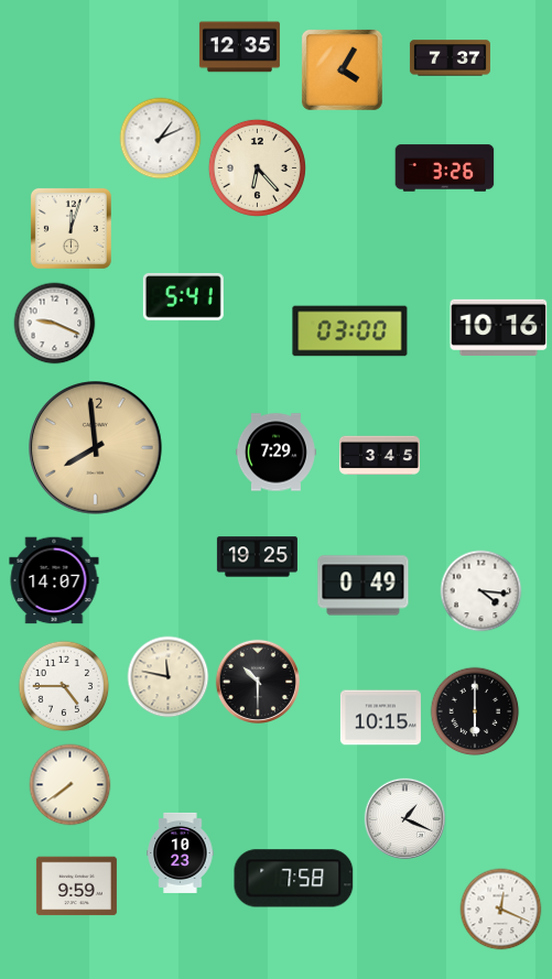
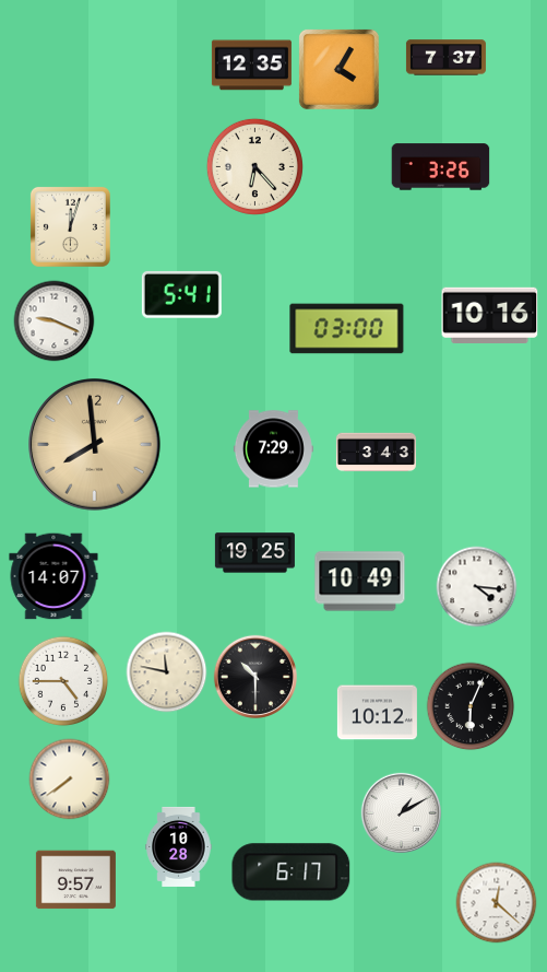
clock at (239, 47) position: (239, 47) -> (251, 66)
clock at (161, 139): 1:11 -> none
clock at (499, 327) position: (499, 327) -> (490, 315)
clock at (379, 456): 3:45 -> 3:43
clock at (364, 586): 0:49 -> 10:49
clock at (475, 711): 6:00 -> 6:04
clock at (380, 718): 10:15 -> 10:12
clock at (404, 818): 1:19 -> 1:10
clock at (181, 852): 10:23 -> 10:28
clock at (294, 879): 7:58 -> 6:17
clock at (76, 886): 9:59 -> 9:57
clock at (501, 910): 12:19 -> 12:22
